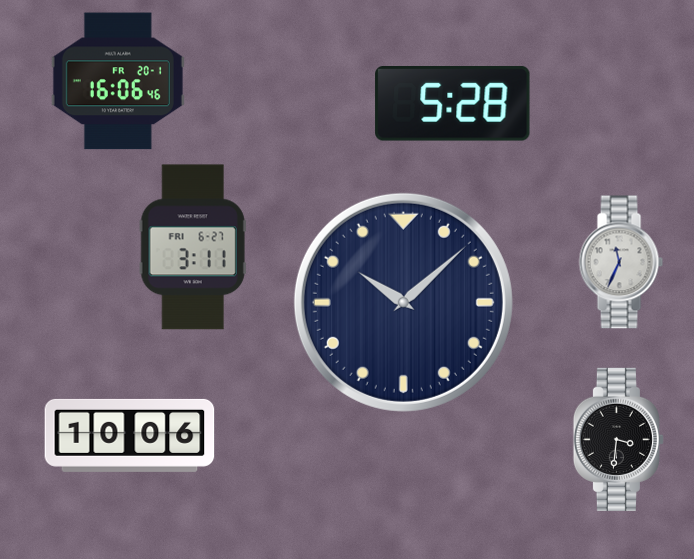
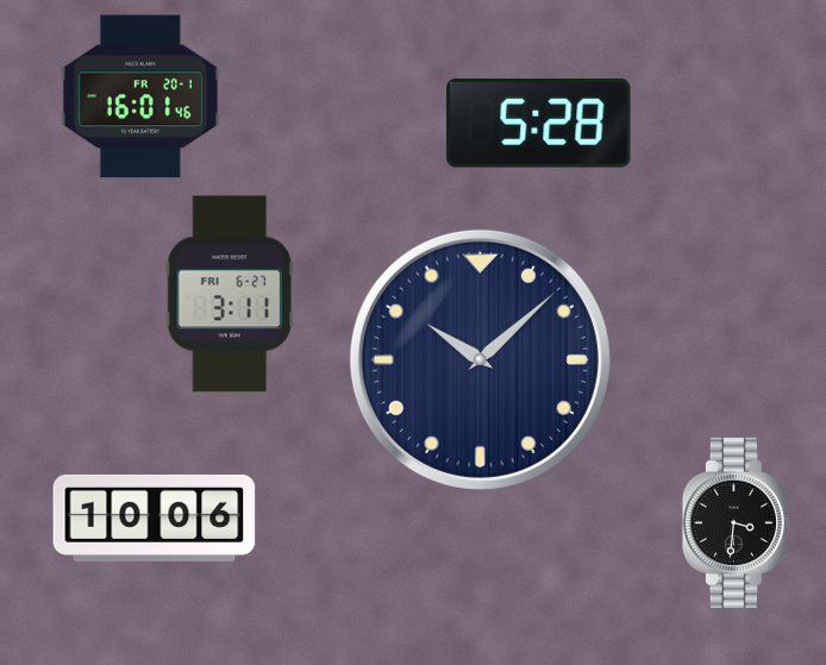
clock at (118, 81): 16:06 -> 16:01
clock at (621, 262): 11:34 -> none
